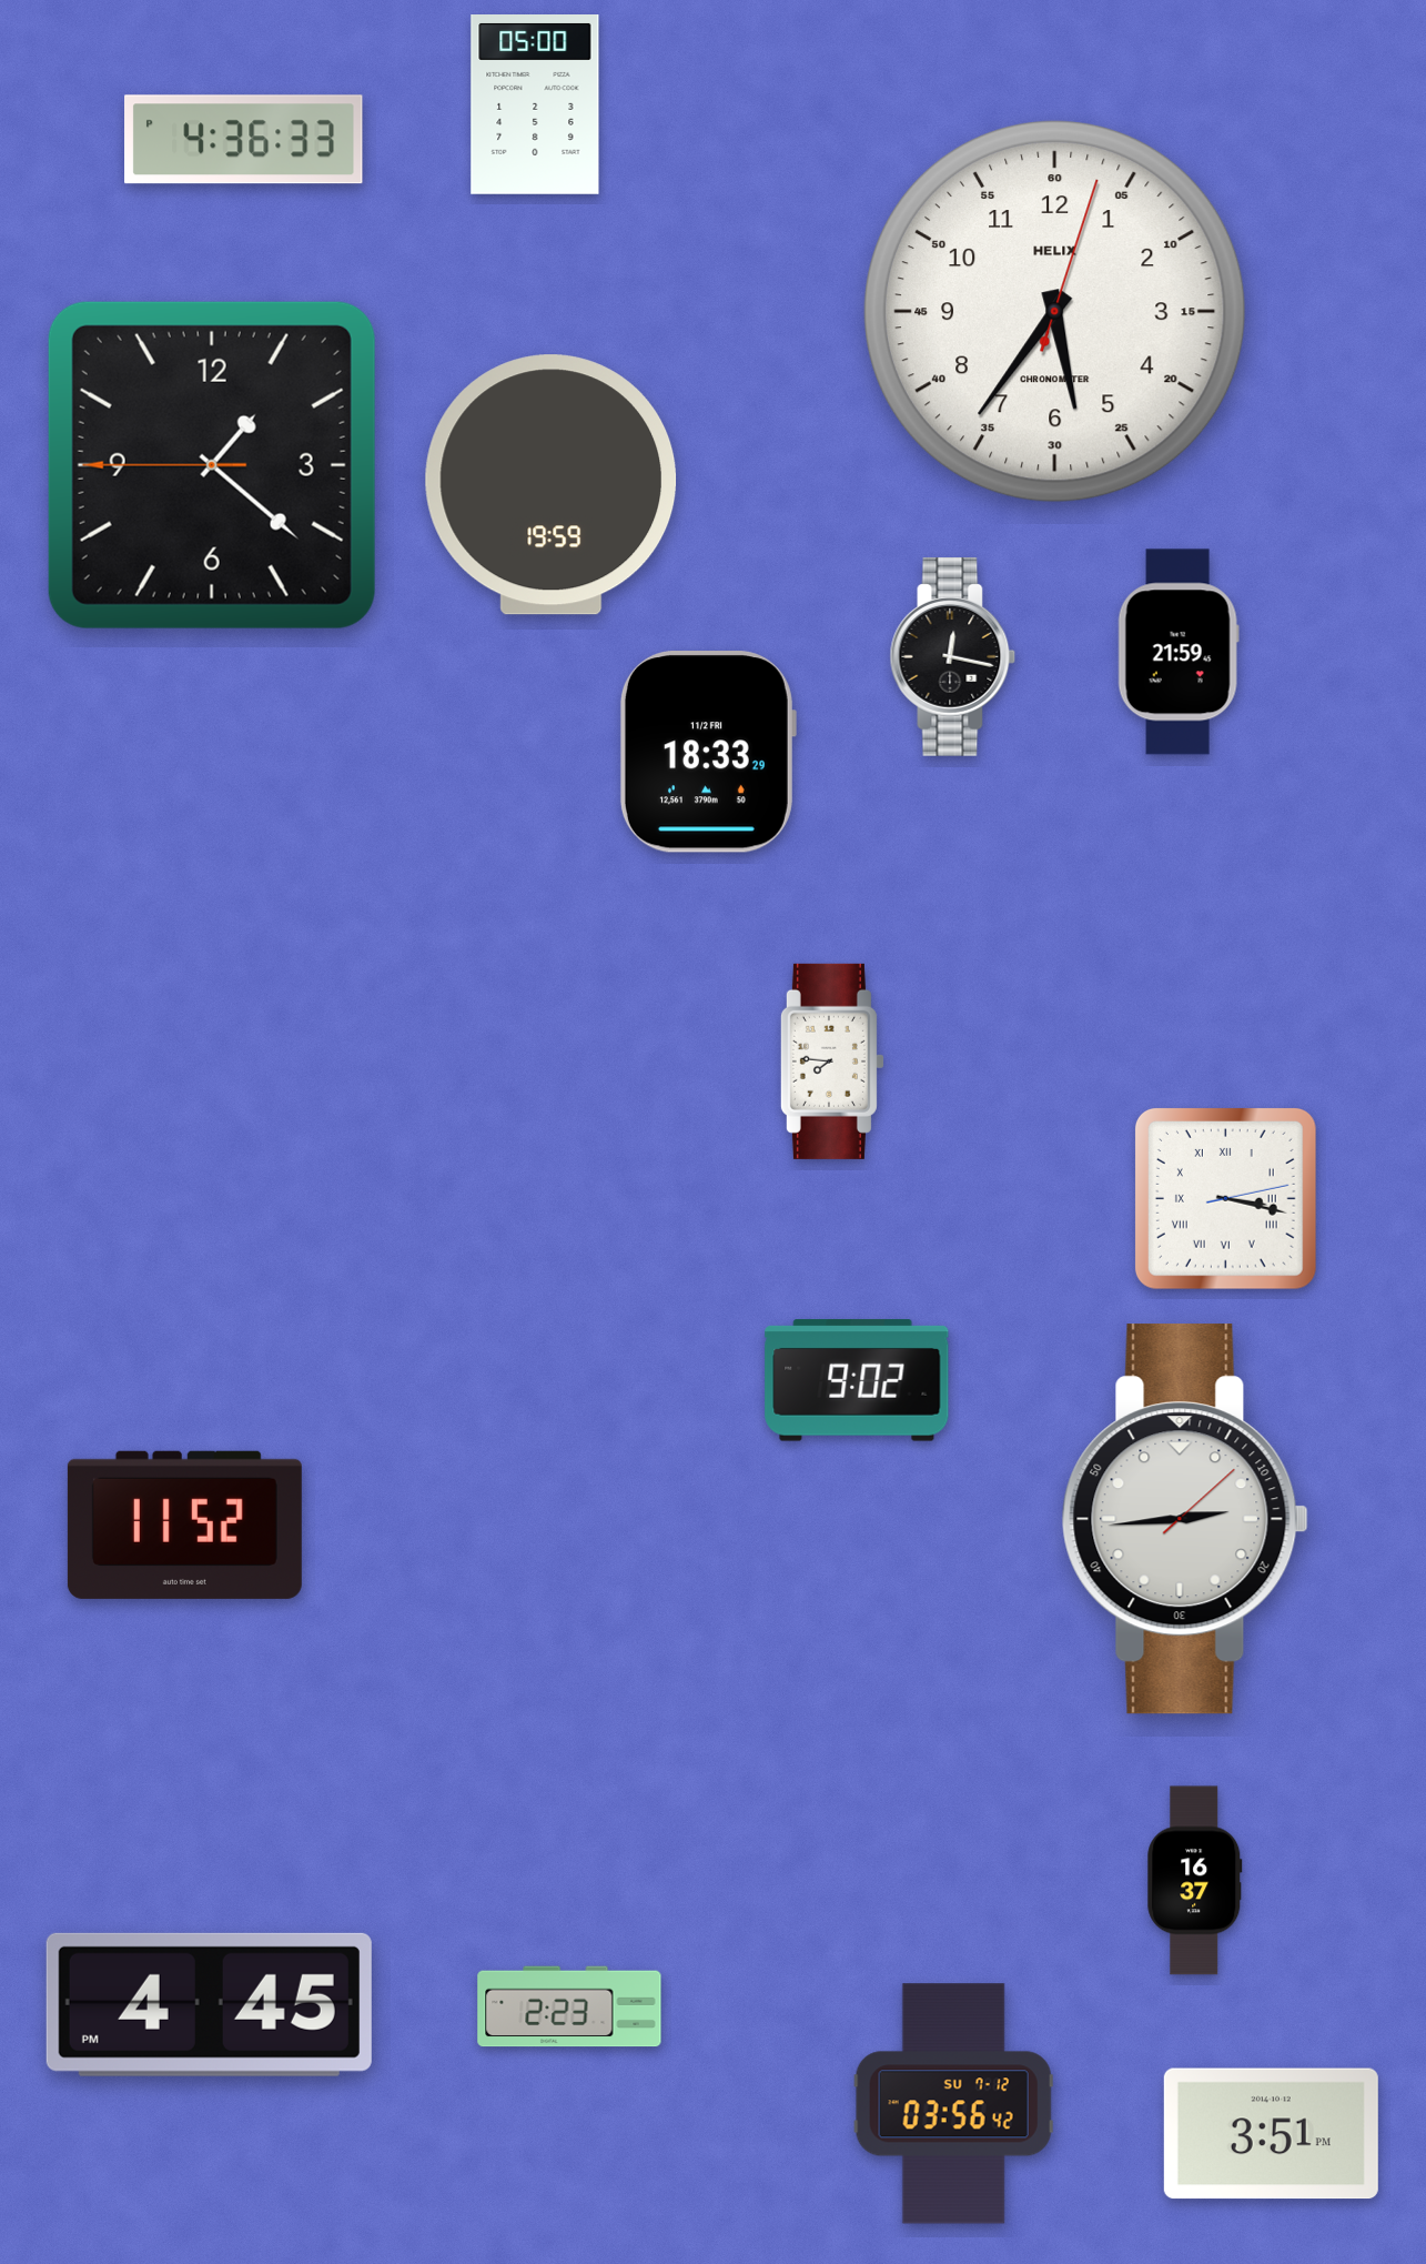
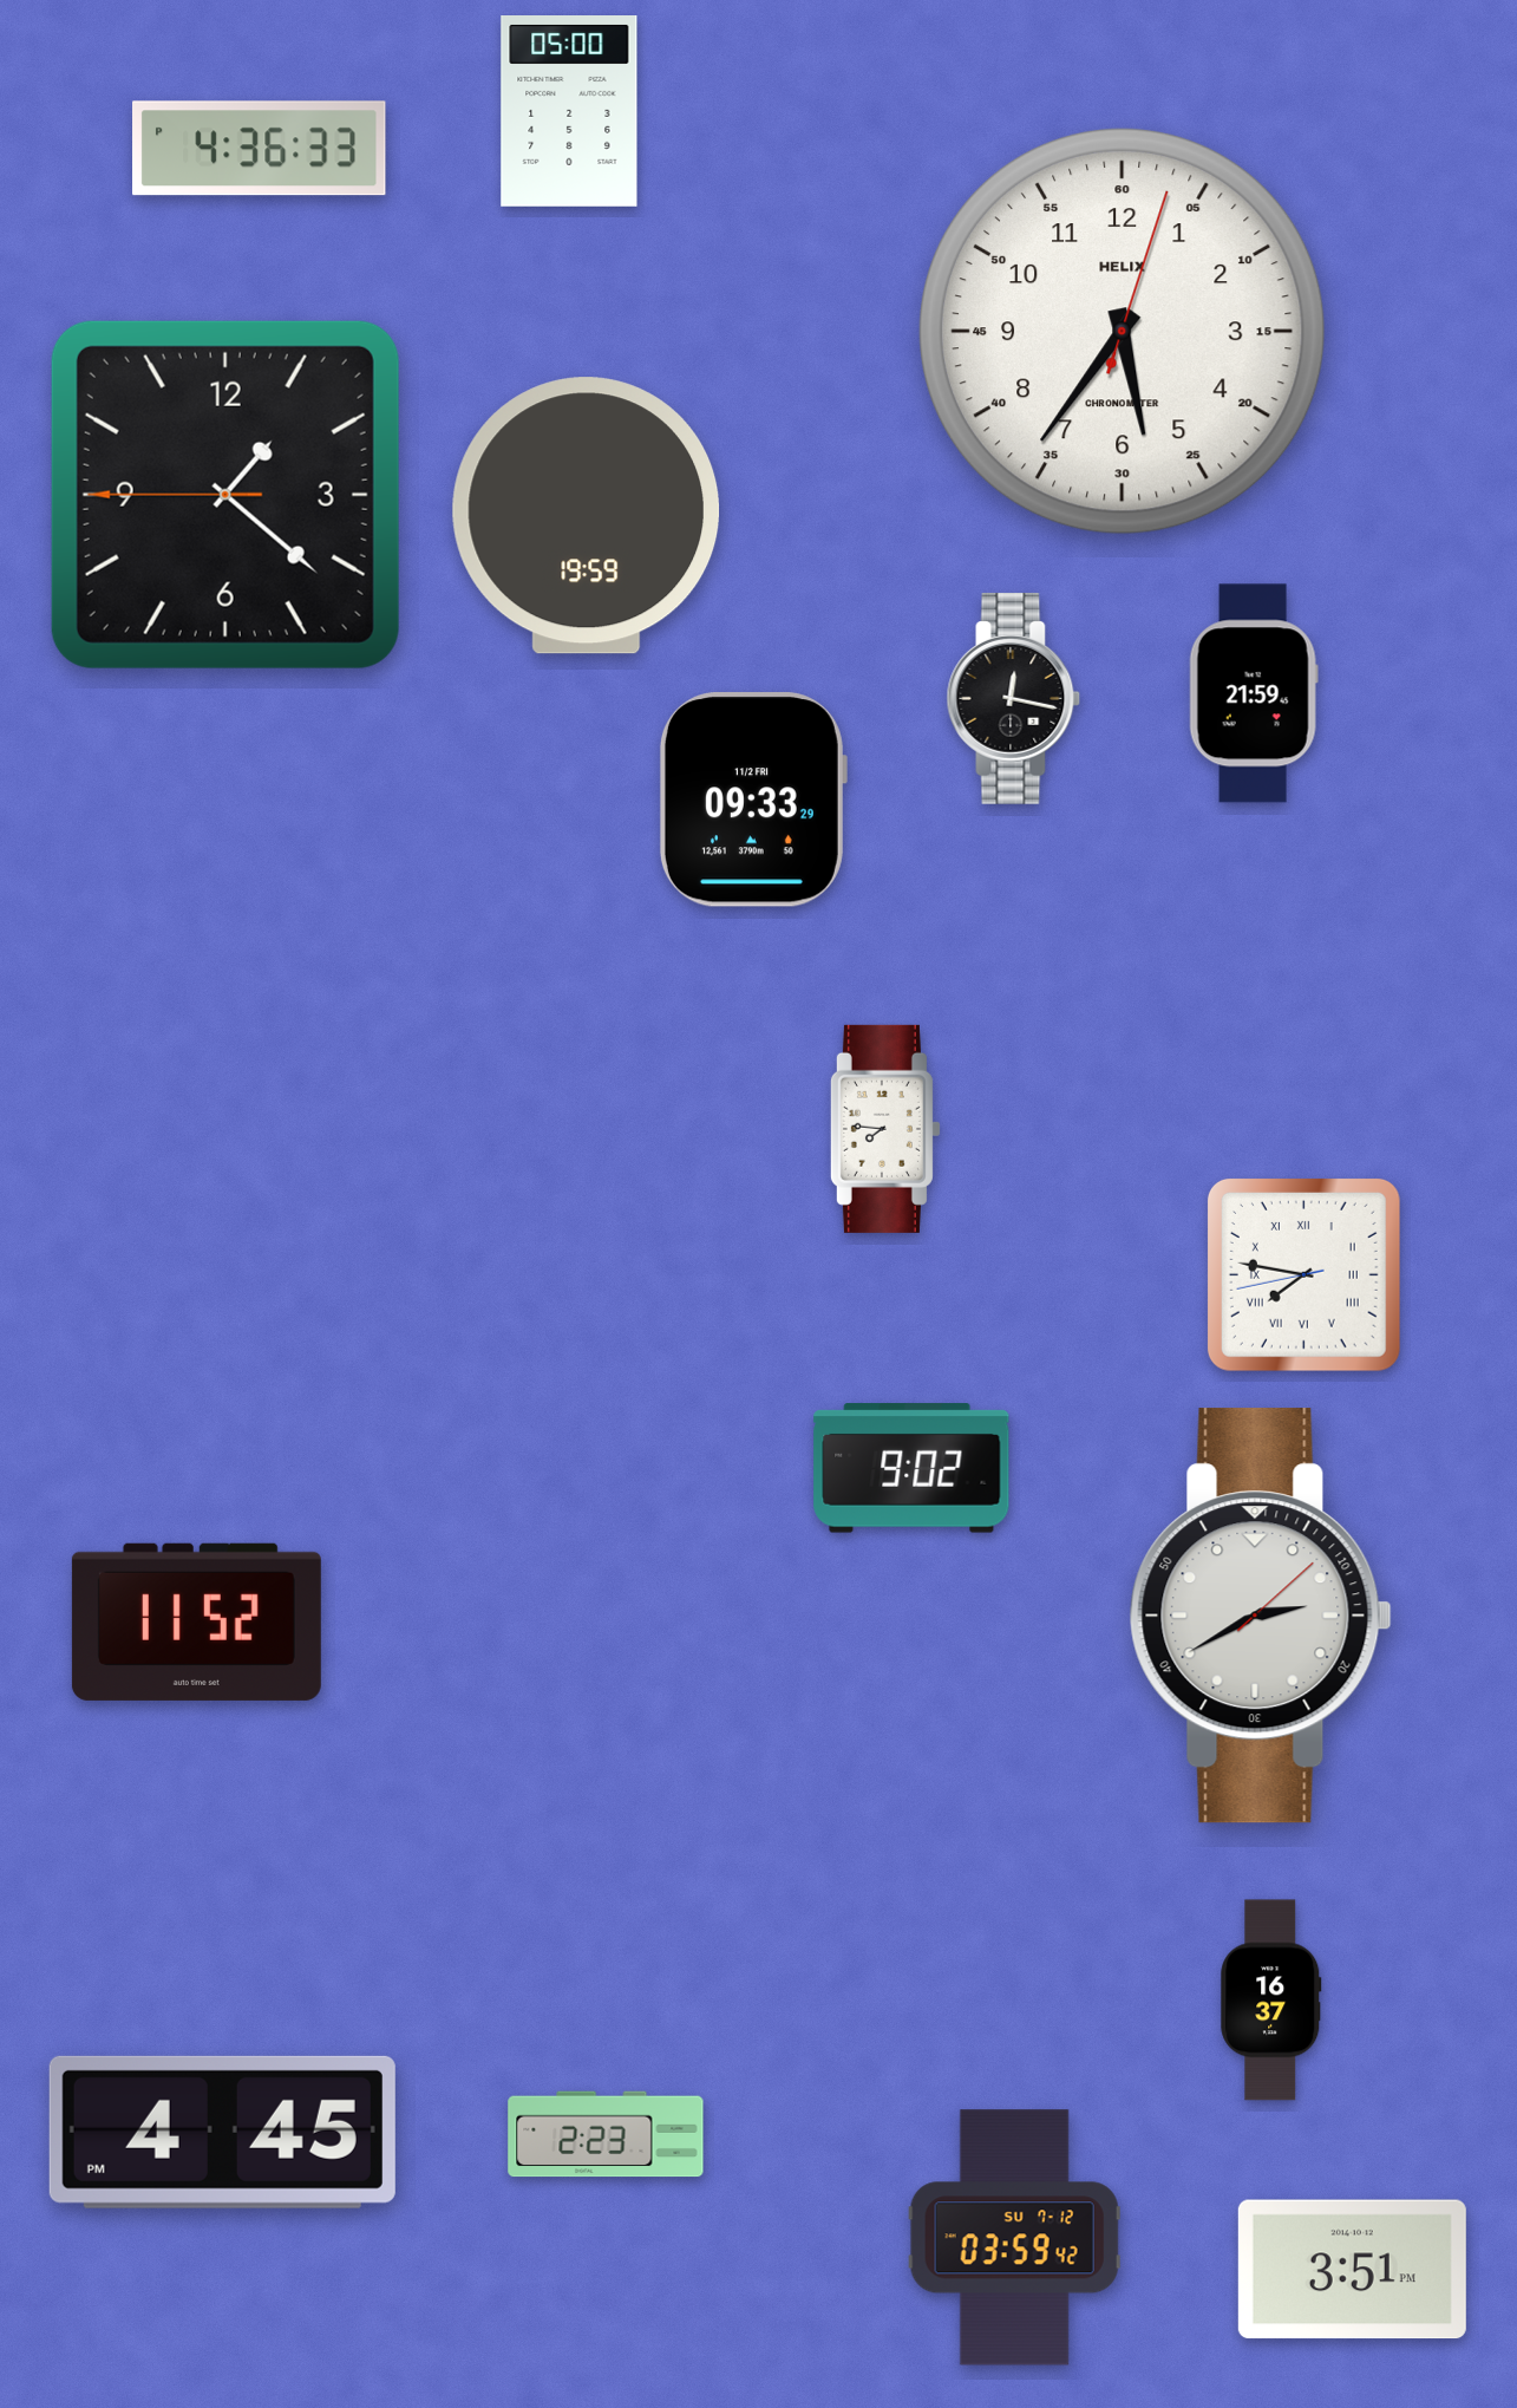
clock at (707, 752): 18:33 -> 09:33
clock at (1225, 1198): 3:17 -> 7:46
clock at (1185, 1519): 2:44 -> 2:40
clock at (953, 2104): 03:56 -> 03:59
